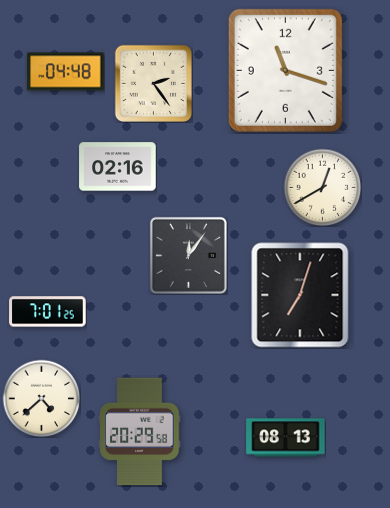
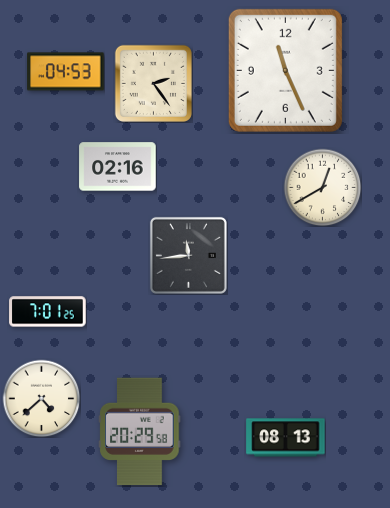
clock at (285, 70): 11:18 -> 11:26
clock at (66, 72): 04:48 -> 04:53
clock at (188, 255): 12:06 -> 11:44
clock at (300, 295): 7:03 -> none
